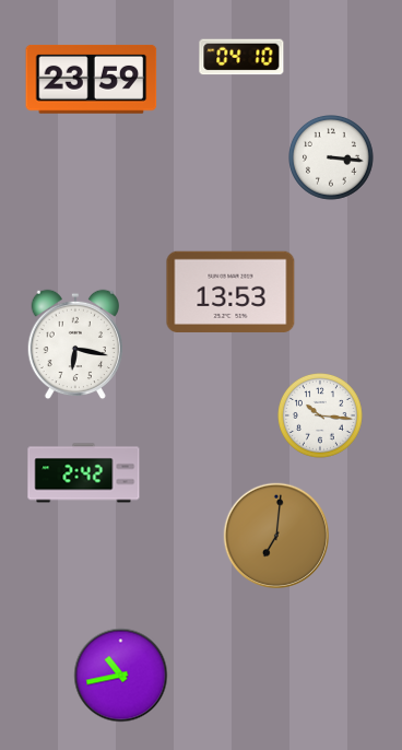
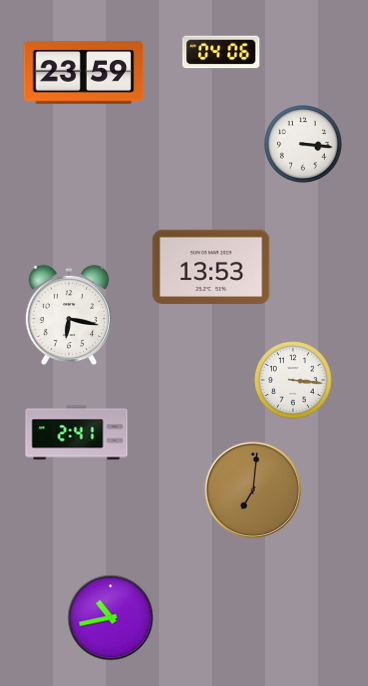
clock at (241, 57): 04:10 -> 04:06
clock at (321, 417): 10:16 -> 3:16
clock at (84, 473): 2:42 -> 2:41
